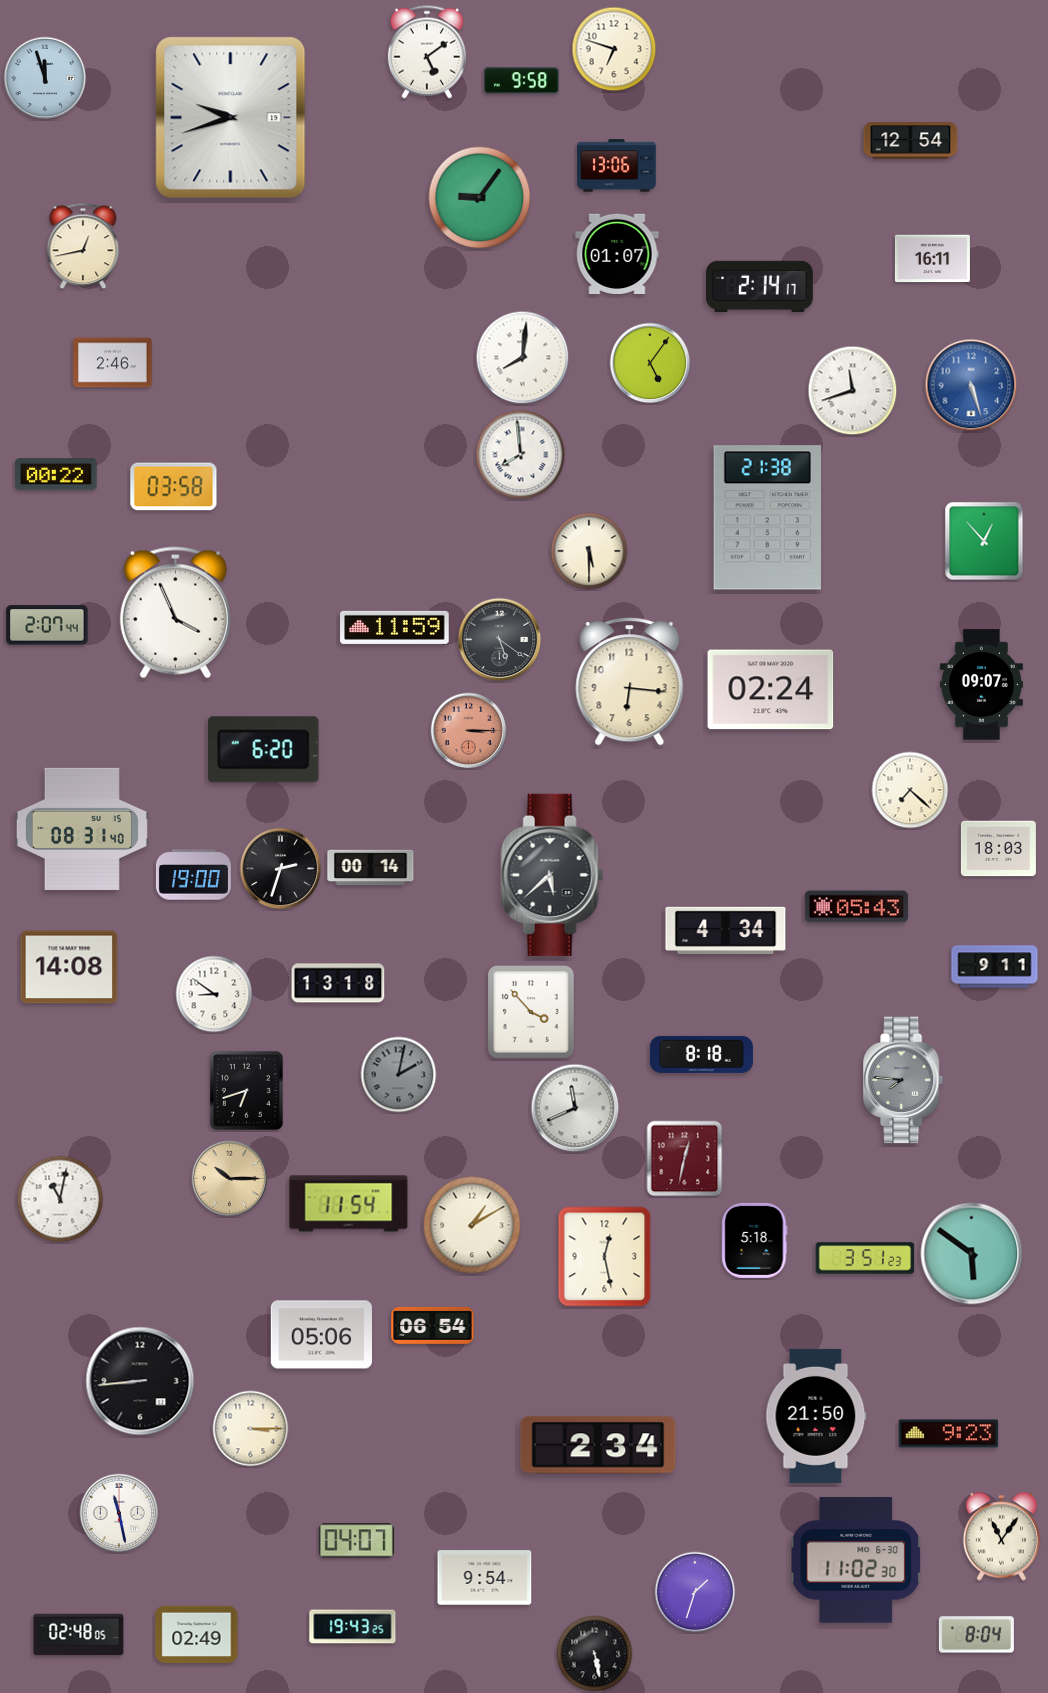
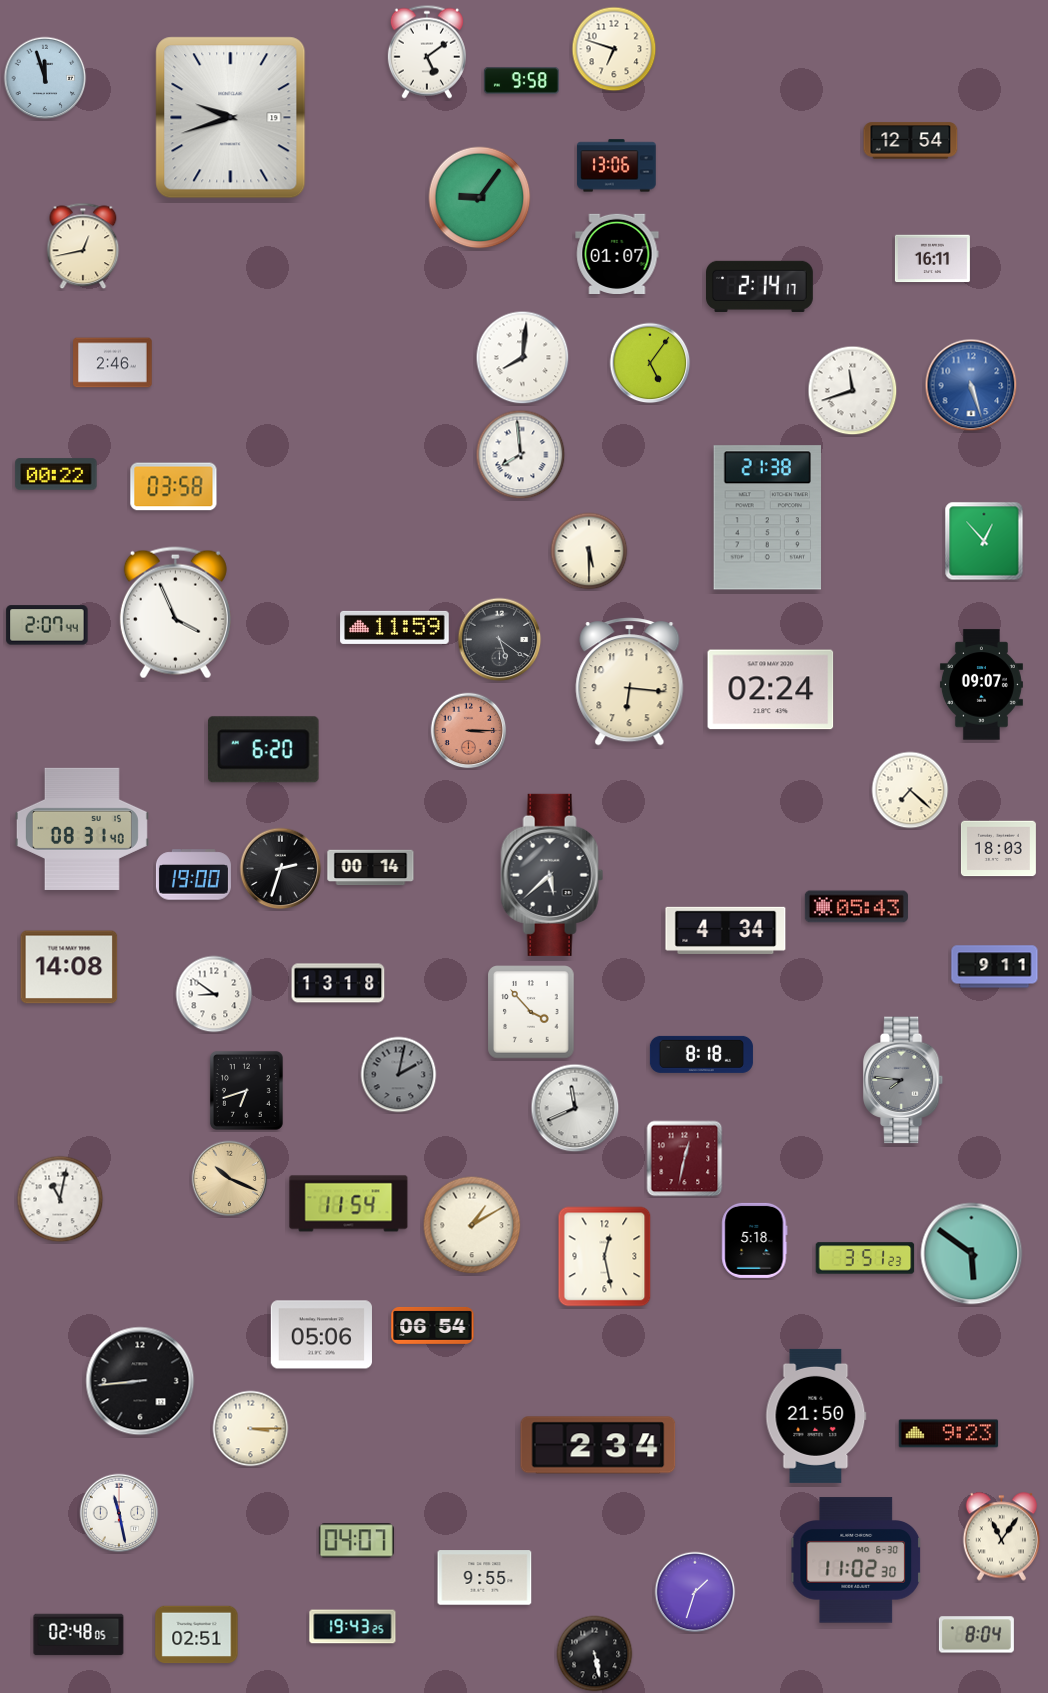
clock at (230, 1179): 10:15 -> 10:19
clock at (485, 1578): 9:54 -> 9:55
clock at (197, 1635): 02:49 -> 02:51
